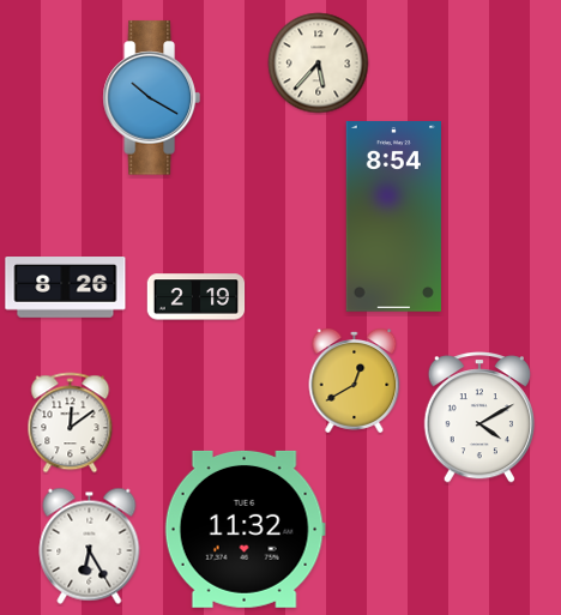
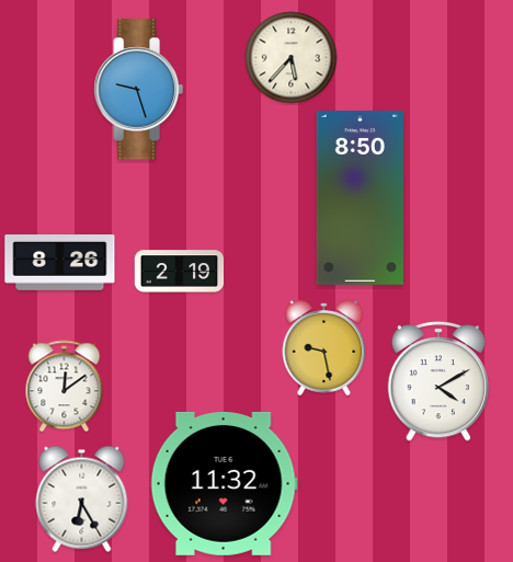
clock at (151, 98): 10:20 -> 9:27
clock at (393, 217): 8:54 -> 8:50
clock at (355, 381): 12:40 -> 9:28
